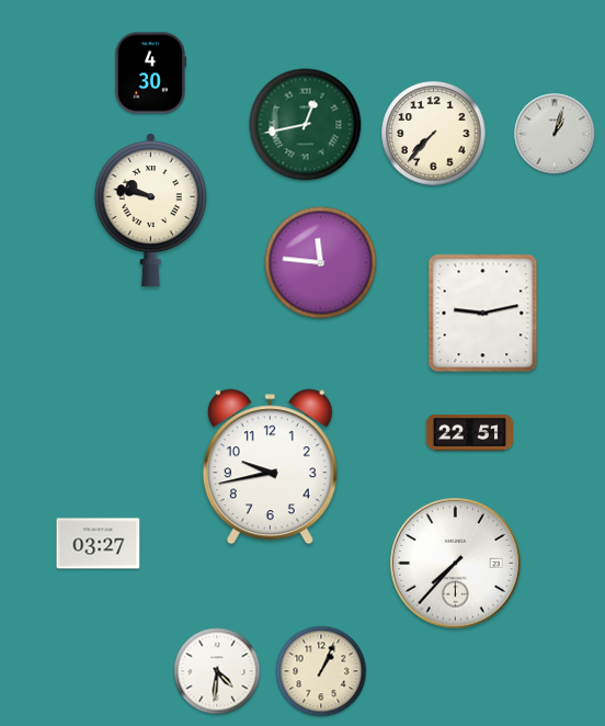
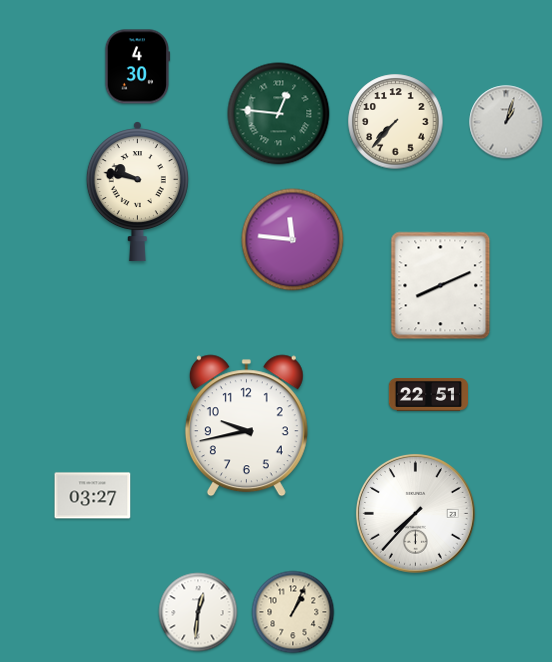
clock at (306, 125): 12:43 -> 12:46
clock at (483, 314): 9:13 -> 8:11
clock at (99, 544) position: (99, 544) -> (93, 496)
clock at (217, 671): 4:31 -> 12:31
